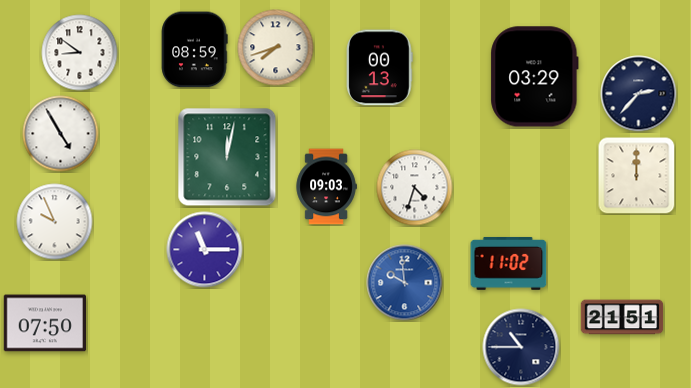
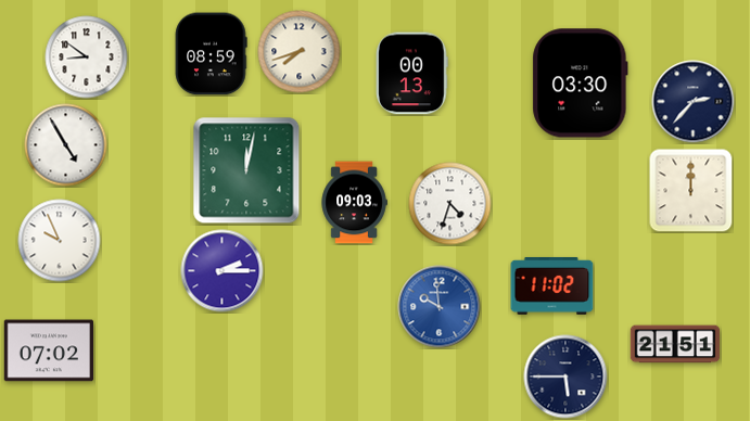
clock at (535, 77): 03:29 -> 03:30
clock at (205, 250): 11:15 -> 2:15
clock at (44, 323): 07:50 -> 07:02
clock at (521, 347): 10:45 -> 5:45
